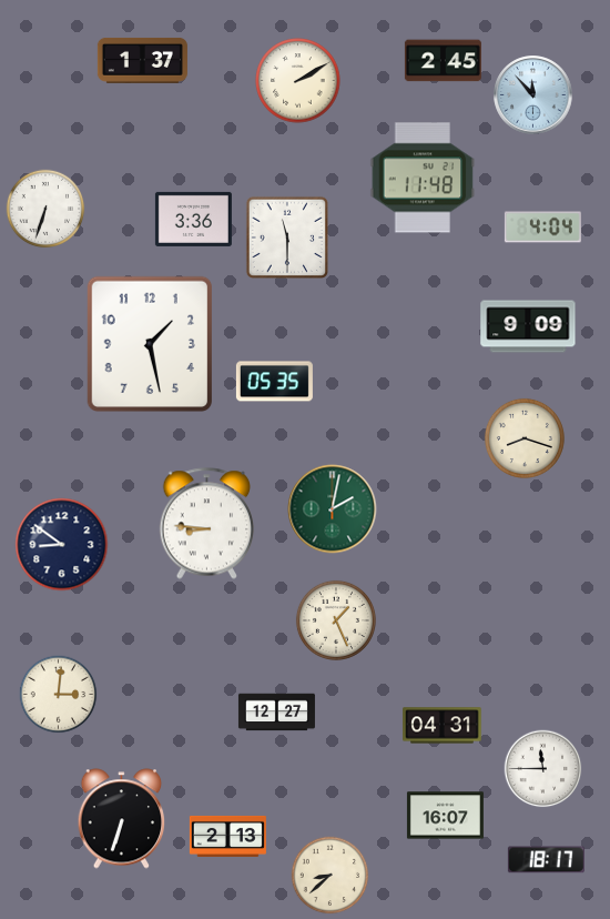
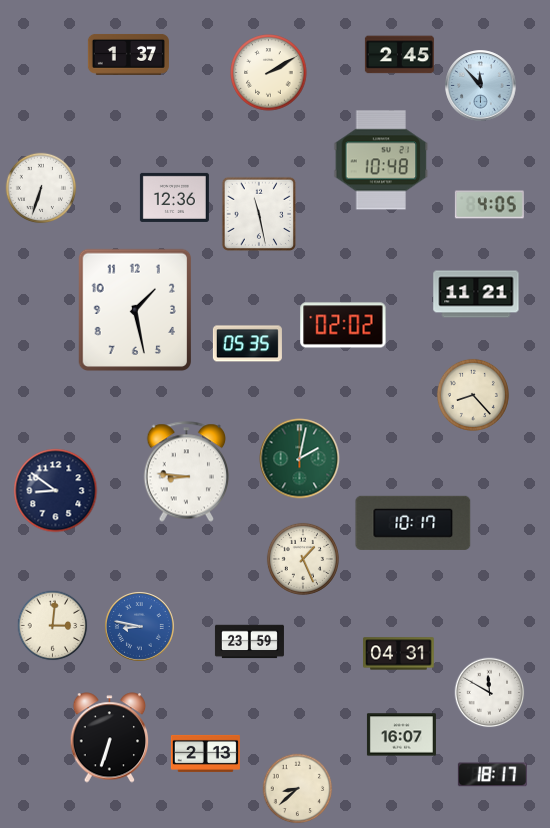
clock at (423, 178): 11:48 -> 10:48
clock at (193, 219): 3:36 -> 12:36
clock at (542, 228): 4:04 -> 4:05
clock at (286, 236): 11:30 -> 11:28
clock at (528, 326): 9:09 -> 11:21
clock at (343, 325): none -> 02:02
clock at (525, 438): 8:18 -> 8:23
clock at (413, 523): none -> 10:17
clock at (140, 627): none -> 8:47
clock at (276, 713): 12:27 -> 23:59
clock at (543, 769): 11:45 -> 11:50
